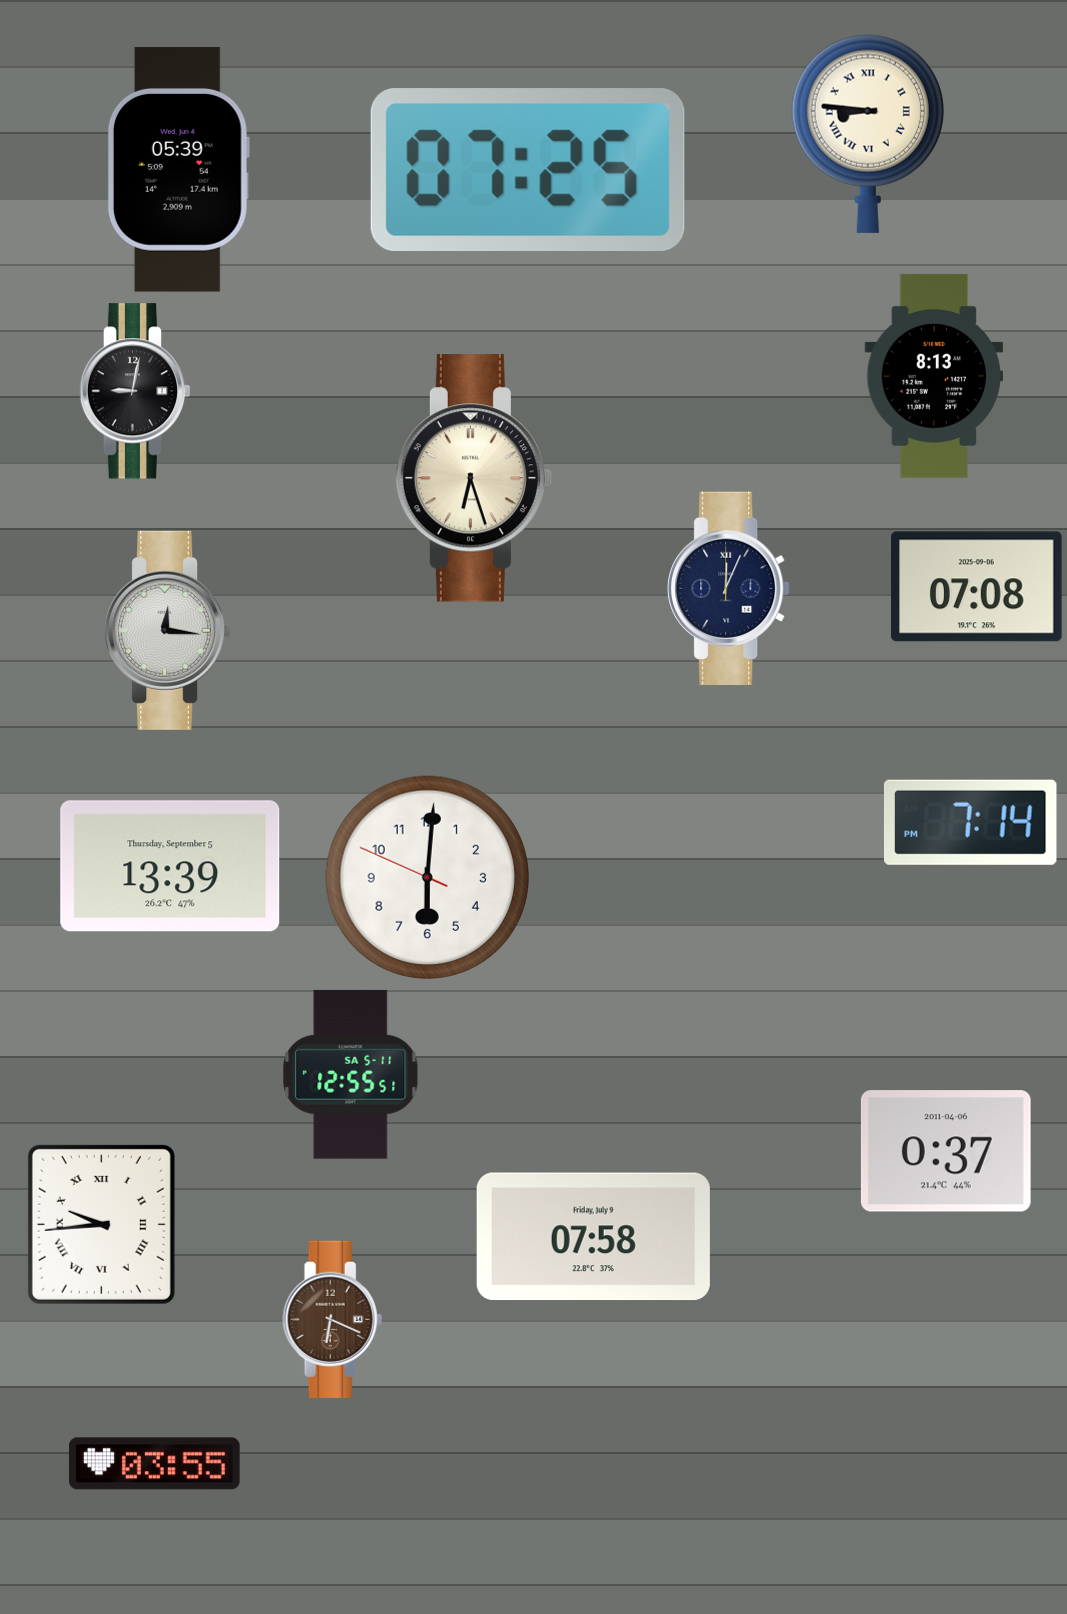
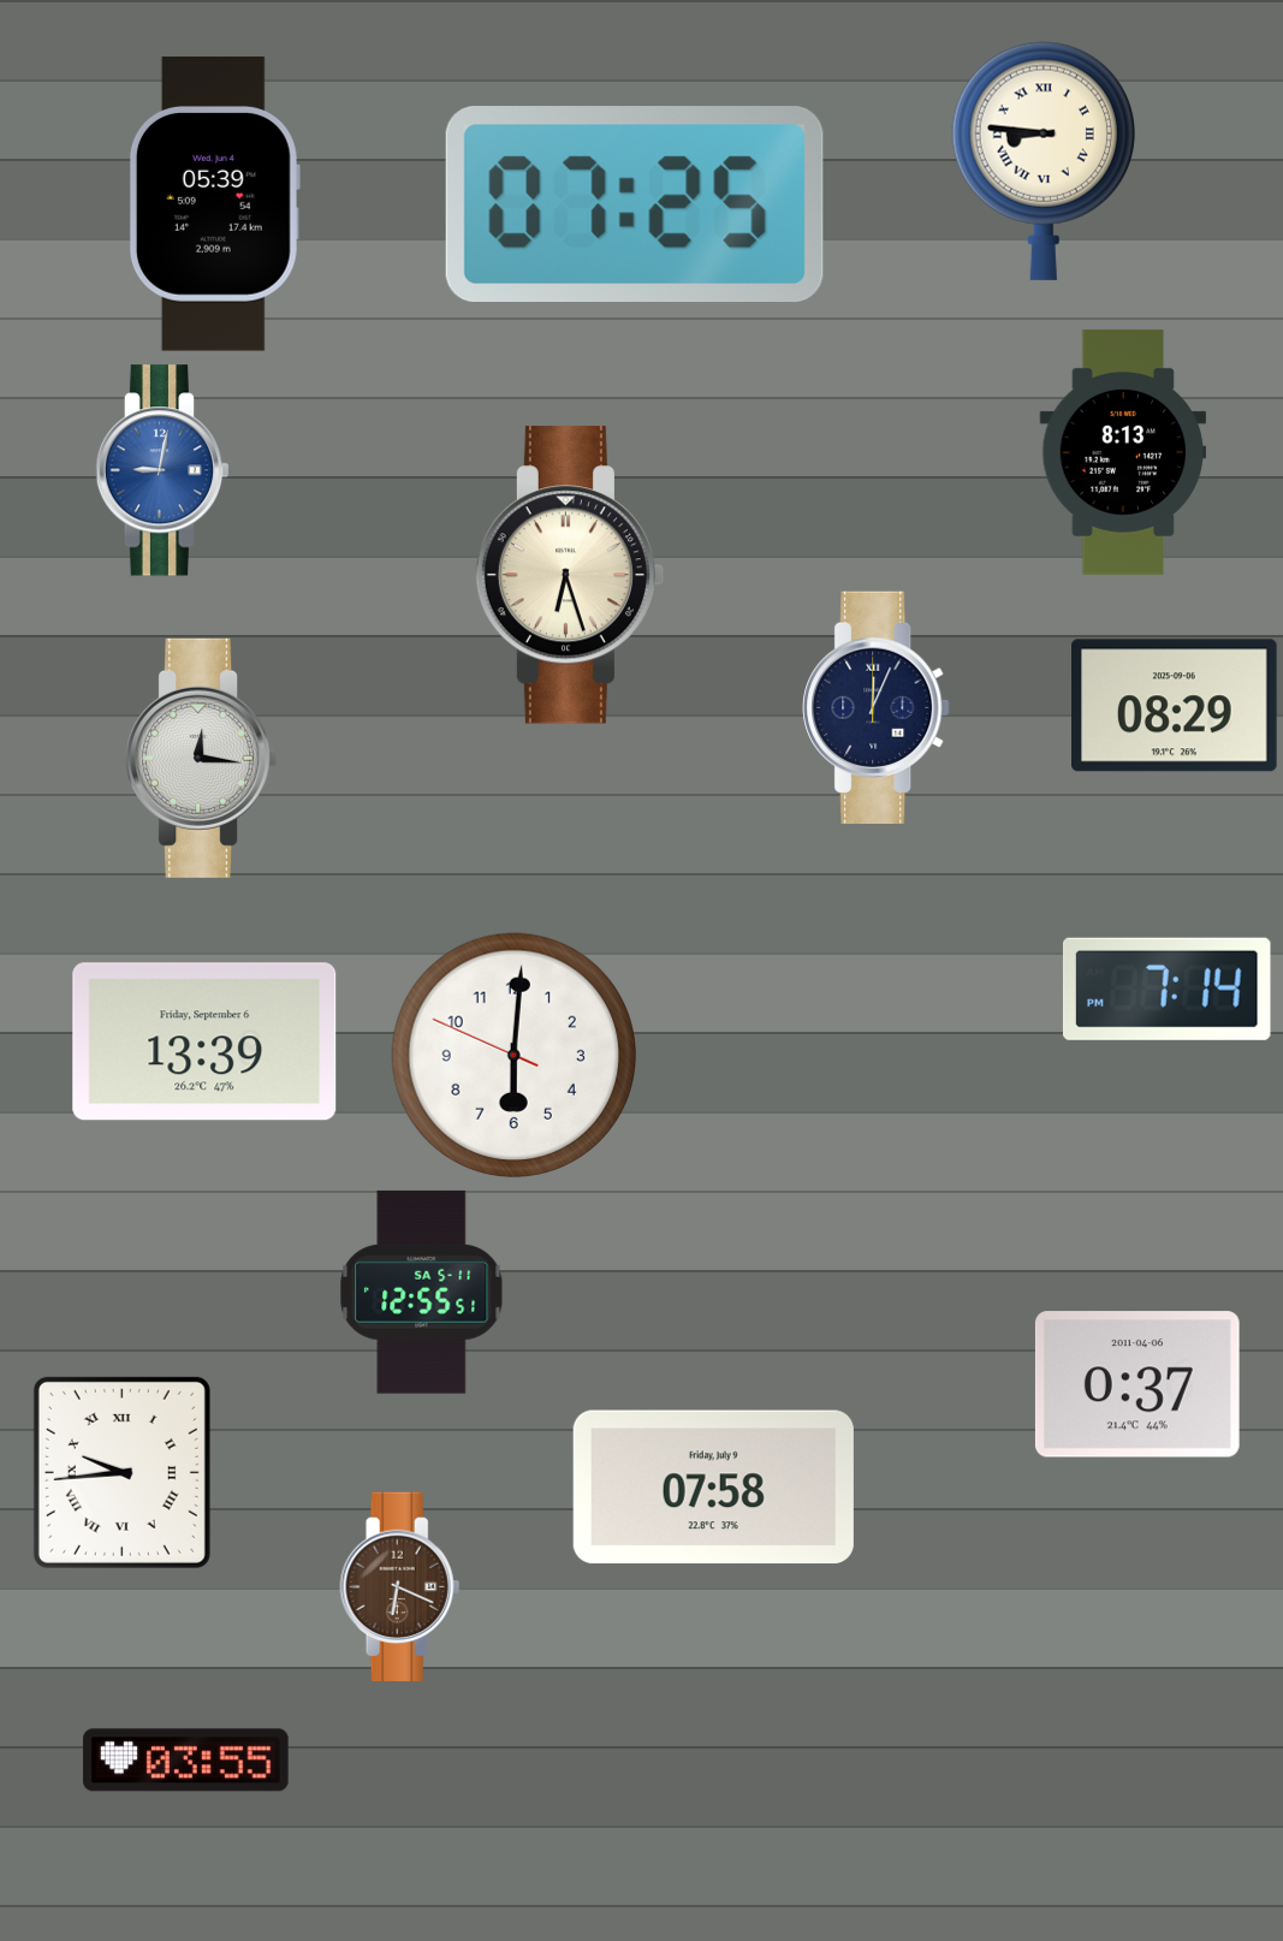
clock at (135, 391) dial: black -> blue
clock at (977, 587): 07:08 -> 08:29
clock at (170, 866) date: Thursday, September 5 -> Friday, September 6
